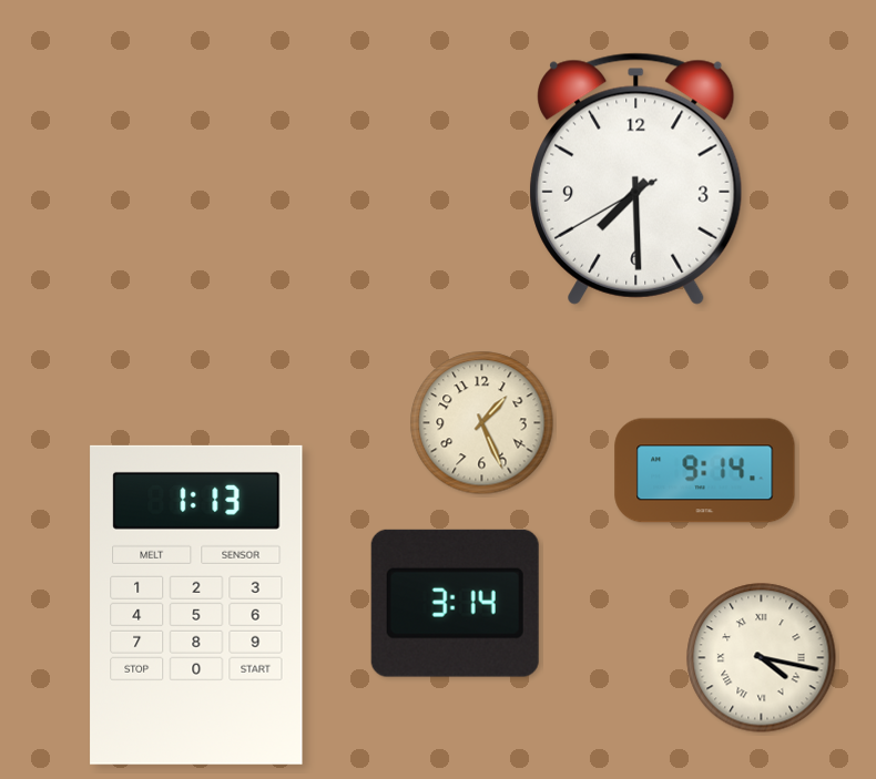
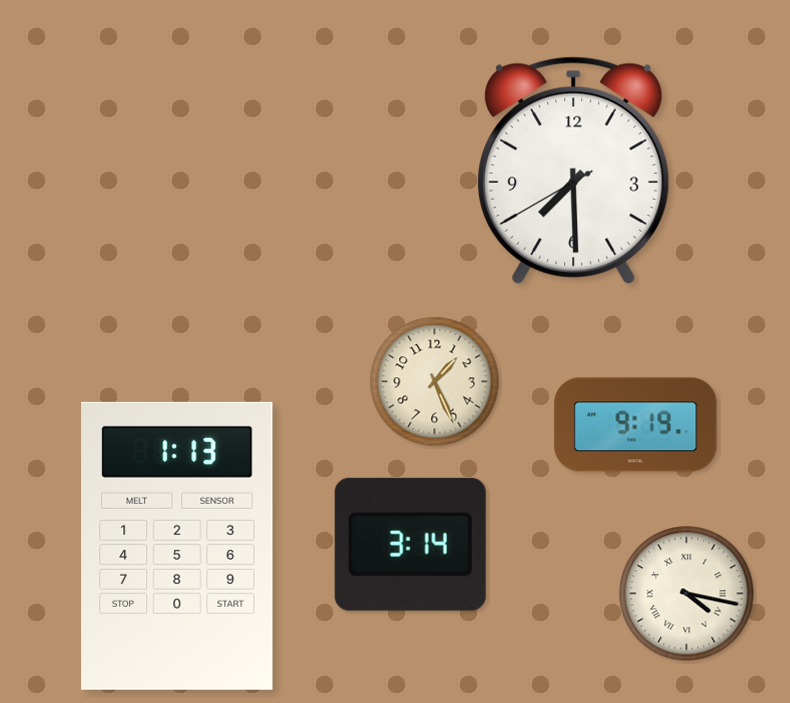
clock at (636, 178) position: (636, 178) -> (574, 170)
clock at (705, 471): 9:14 -> 9:19
